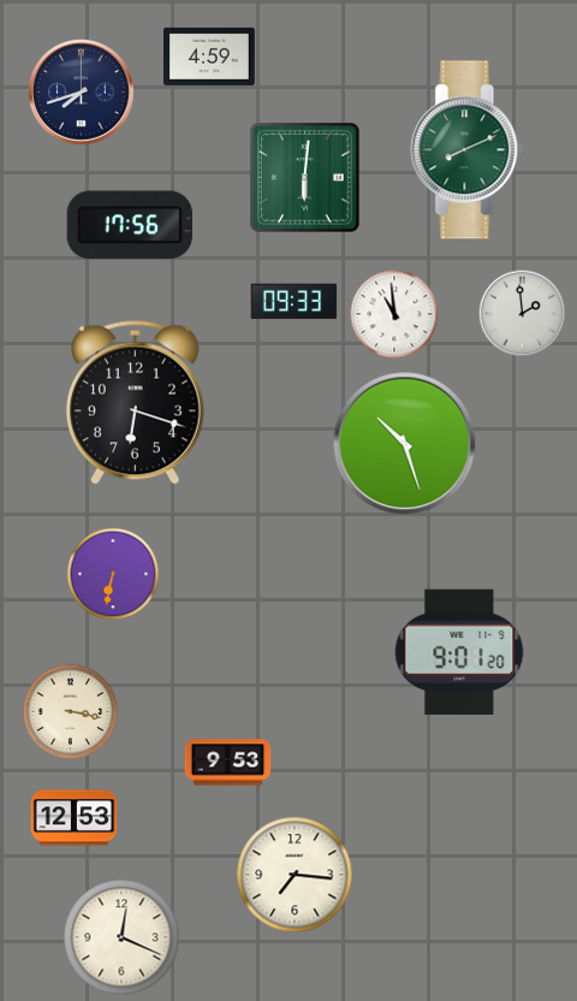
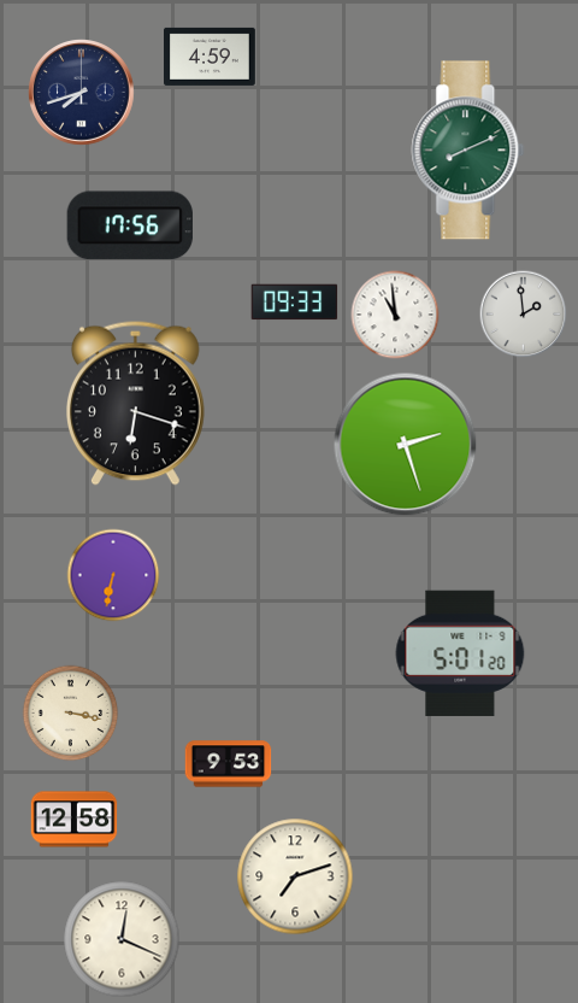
clock at (305, 178): 6:01 -> none
clock at (405, 444): 10:27 -> 2:27
clock at (459, 652): 9:01 -> 5:01
clock at (75, 818): 12:53 -> 12:58
clock at (295, 875): 7:16 -> 7:12
